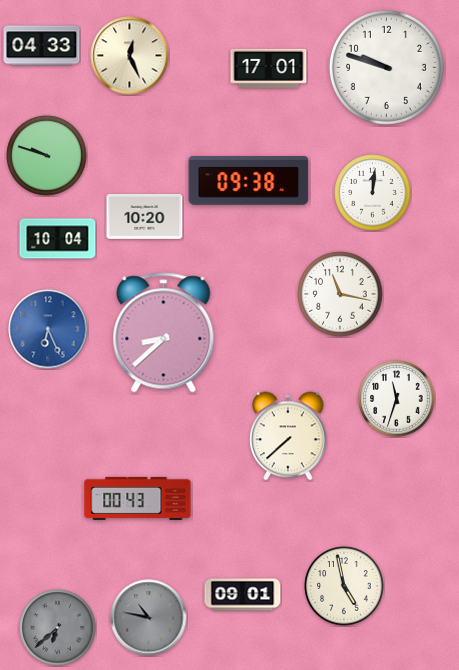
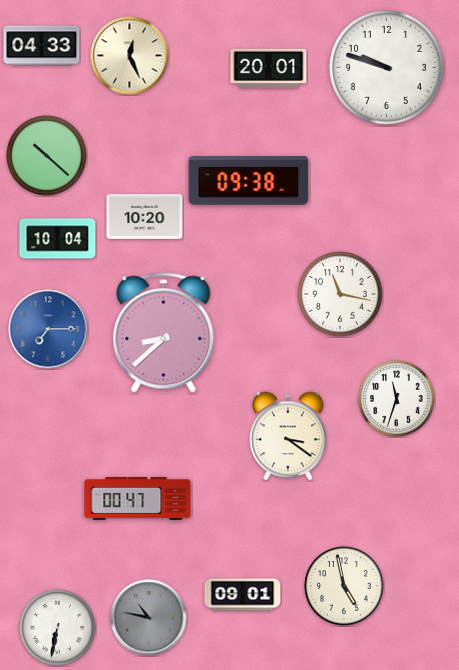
clock at (269, 68): 17:01 -> 20:01
clock at (47, 156): 9:48 -> 10:22
clock at (373, 193): 12:01 -> none
clock at (48, 329): 6:26 -> 7:15
clock at (288, 436): 7:38 -> 3:21
clock at (138, 498): 00:43 -> 00:47
clock at (58, 628): 6:38 -> 6:32
clock at (58, 628) dial: grey -> white
